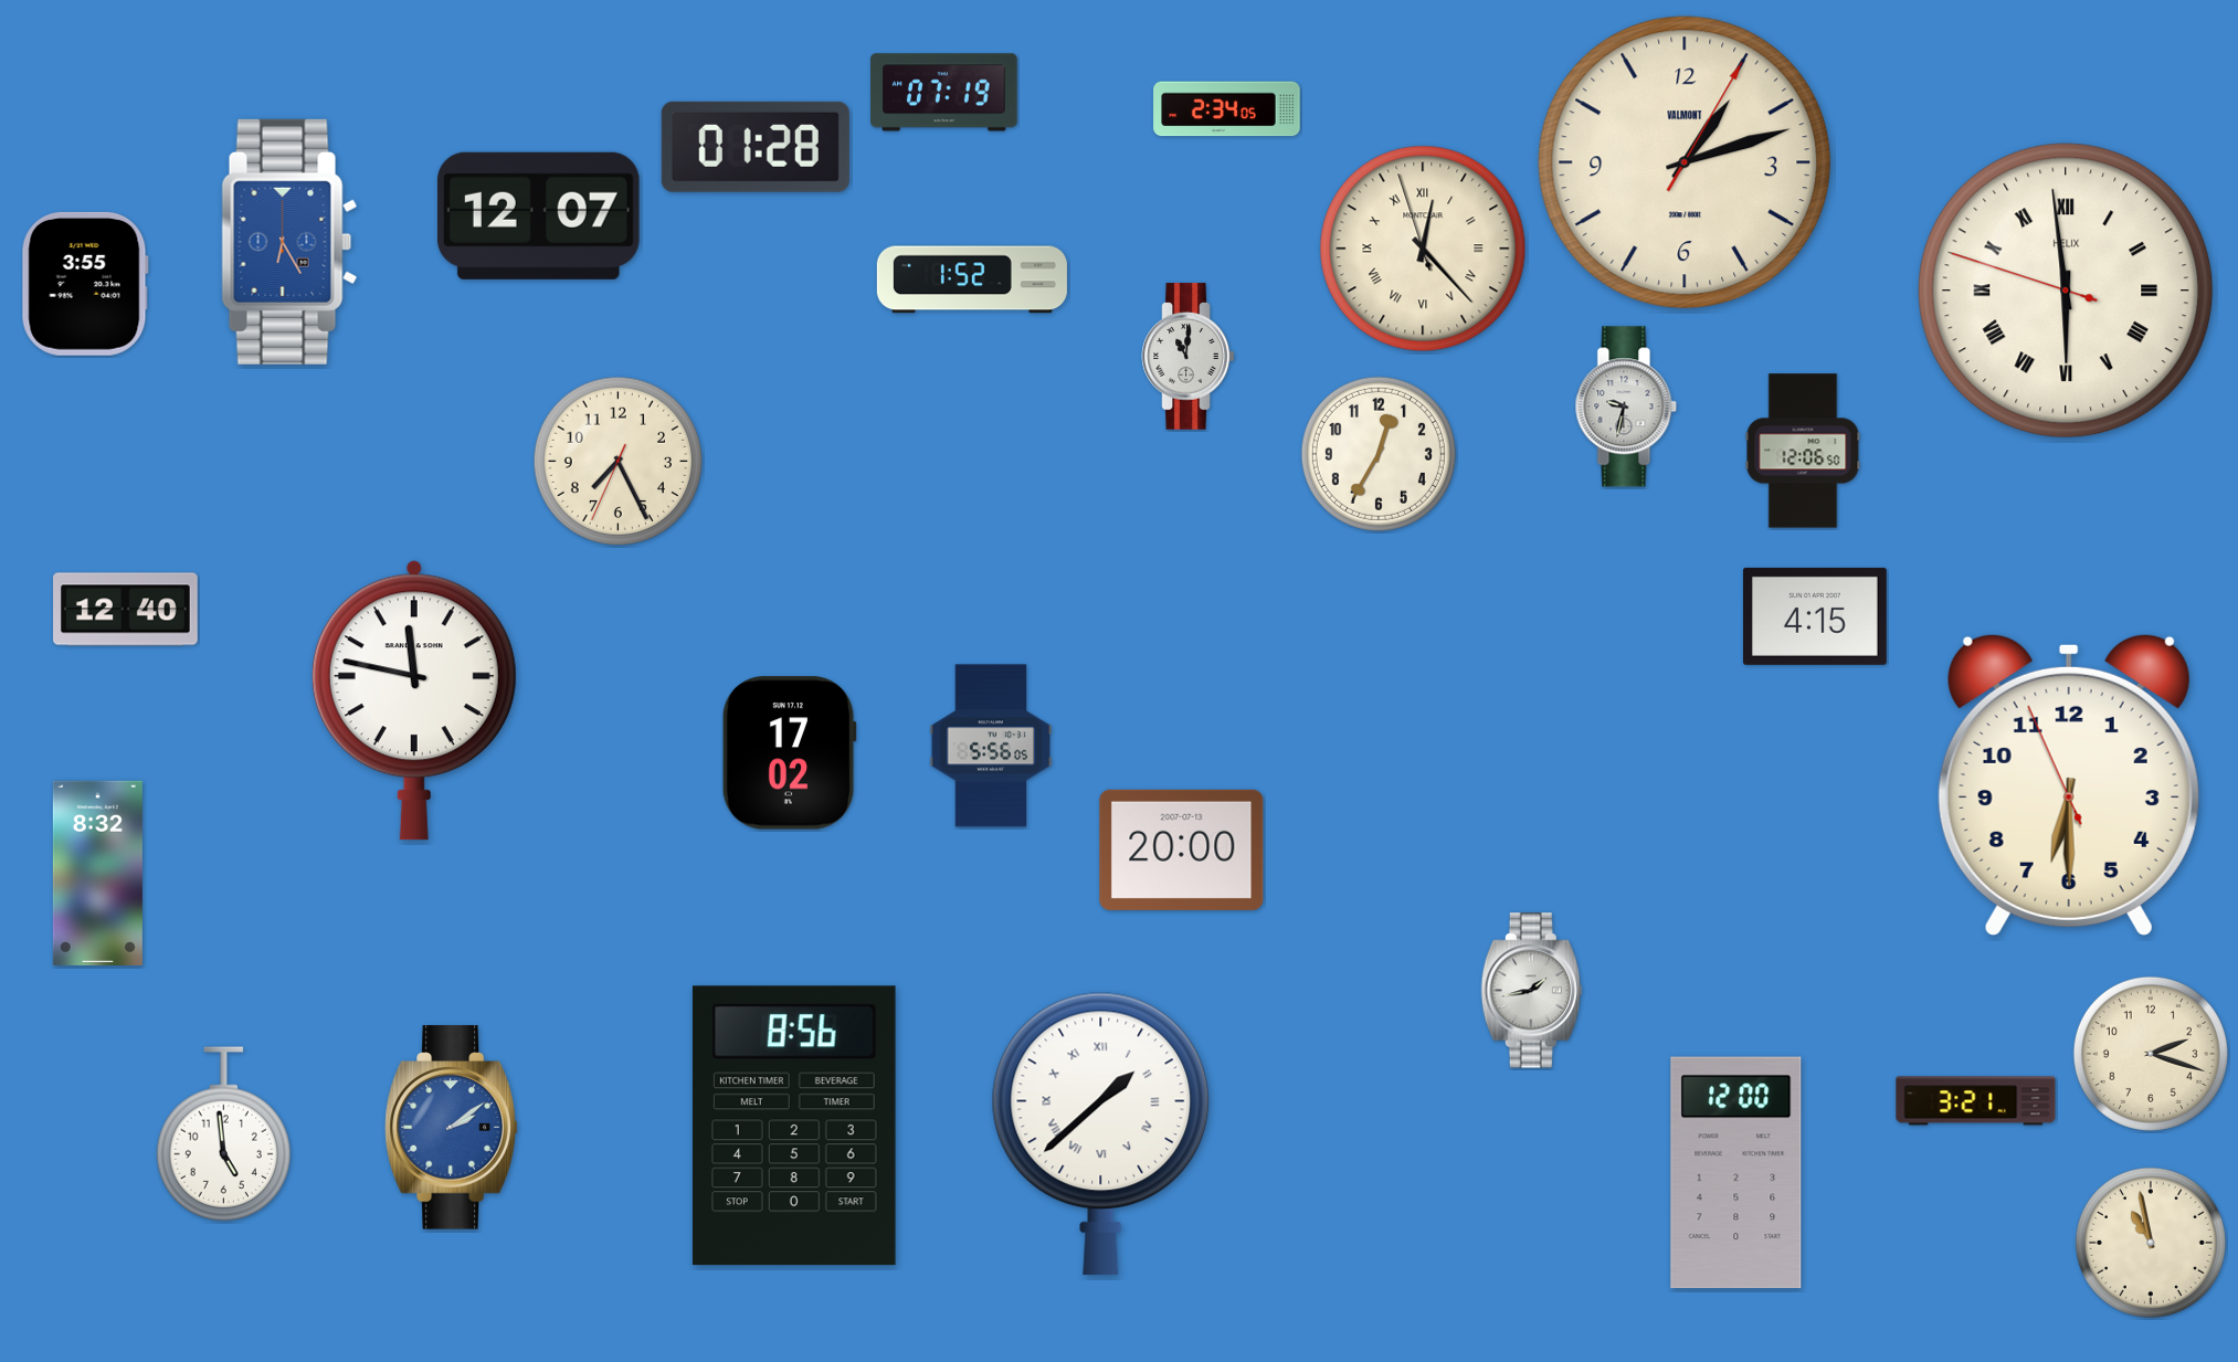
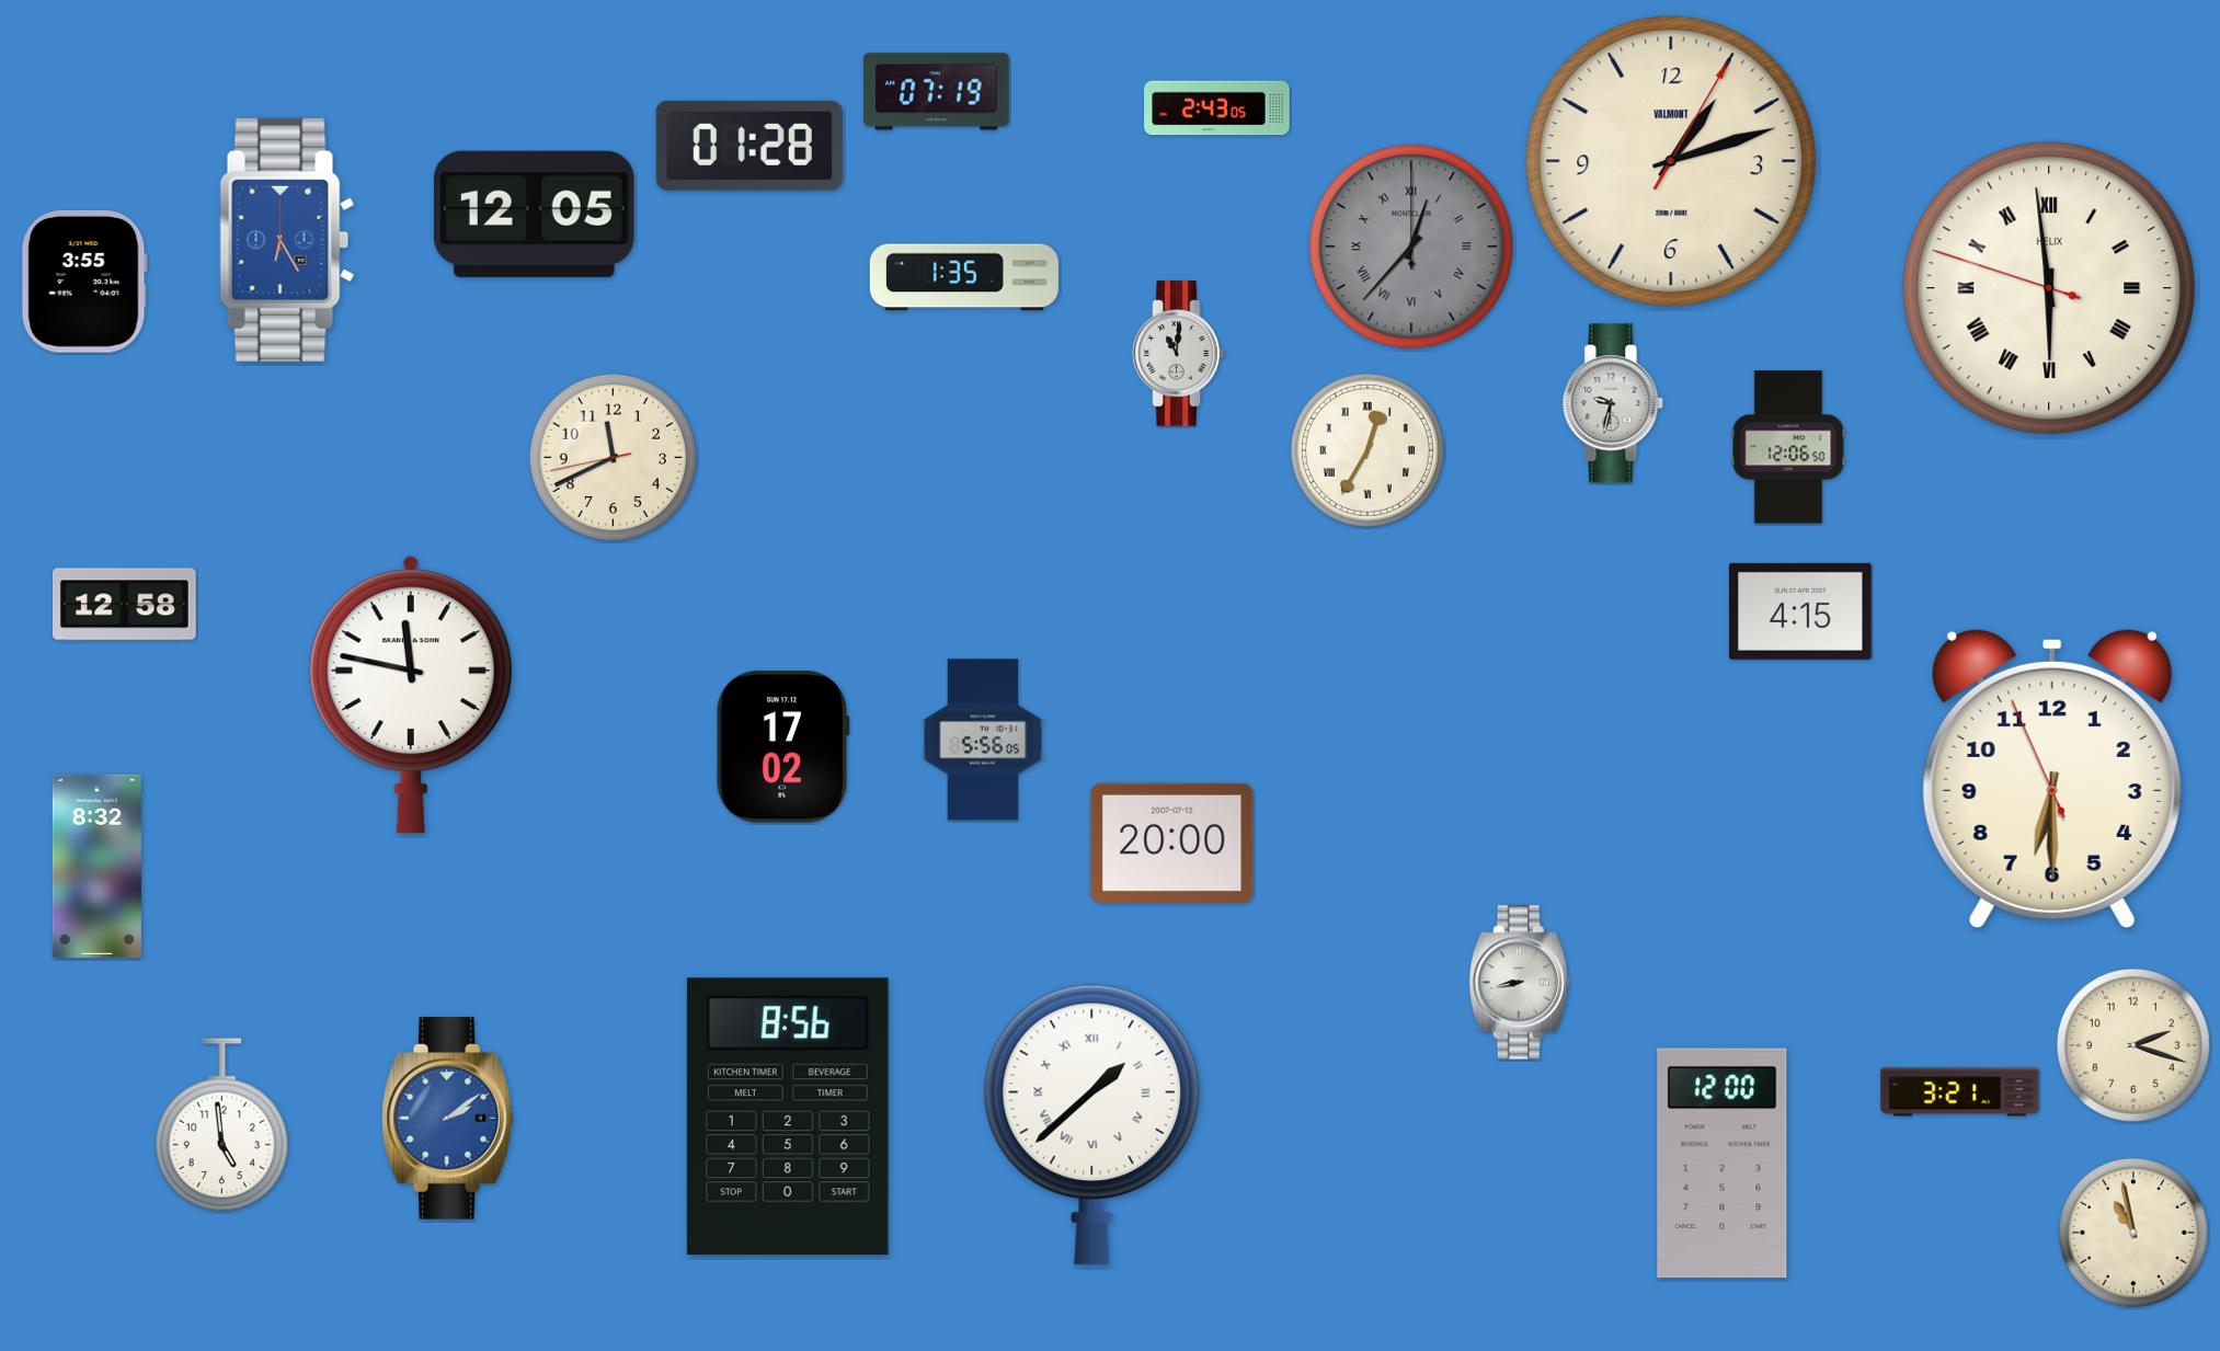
clock at (1227, 109): 2:34 -> 2:43
clock at (538, 215): 12:07 -> 12:05
clock at (1423, 249): 12:22 -> 12:37
clock at (1423, 249) dial: cream -> grey
clock at (972, 279): 1:52 -> 1:35
clock at (1379, 454) numerals: Arabic -> Roman
clock at (617, 461): 7:25 -> 11:40
clock at (126, 610): 12:40 -> 12:58
clock at (1531, 991): 1:43 -> 8:43
